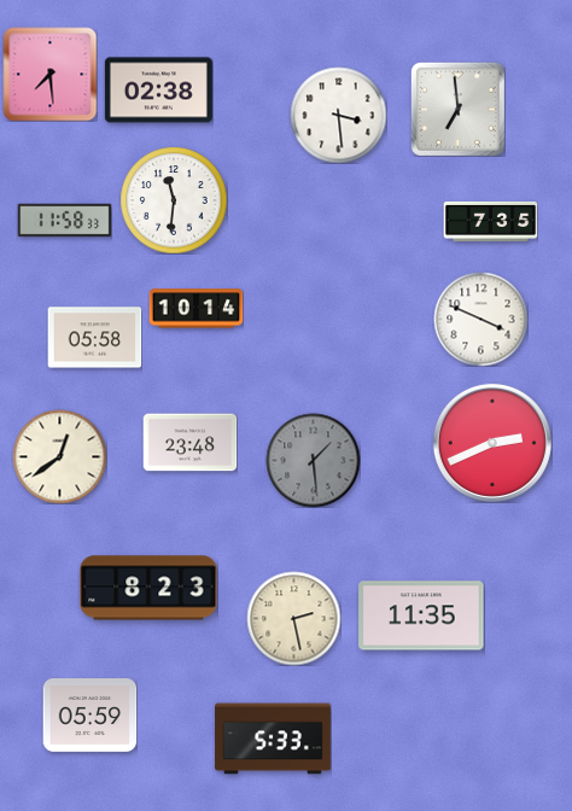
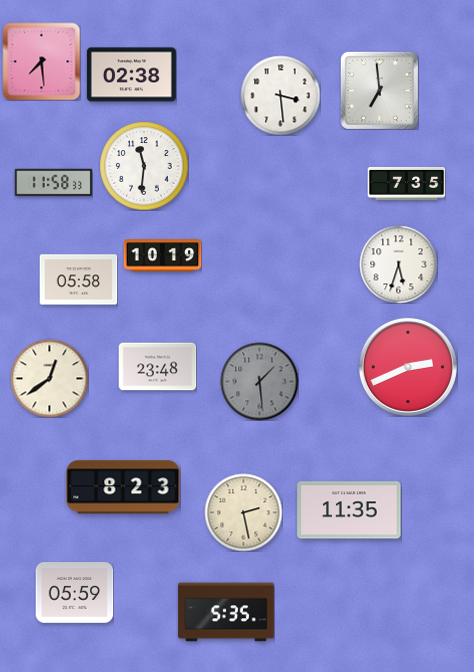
clock at (195, 309): 10:14 -> 10:19
clock at (480, 319): 3:49 -> 5:33
clock at (273, 739): 5:33 -> 5:35
